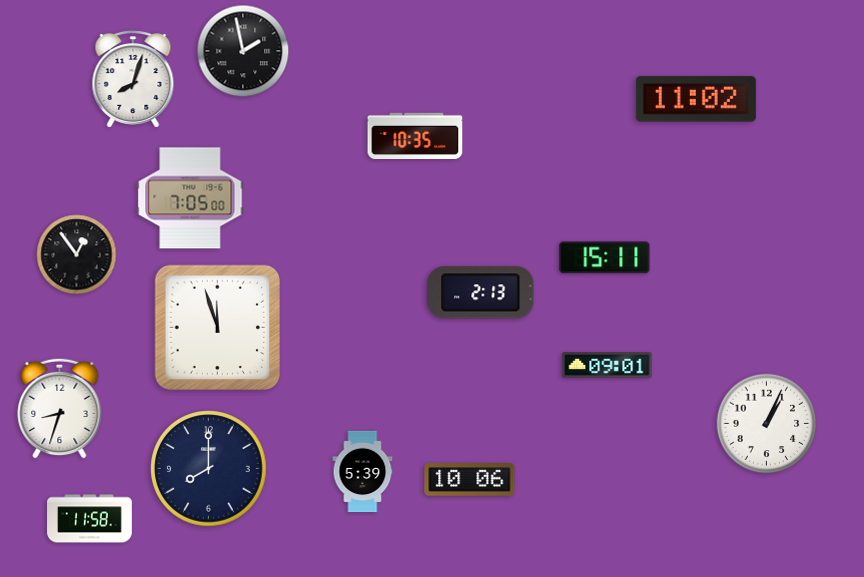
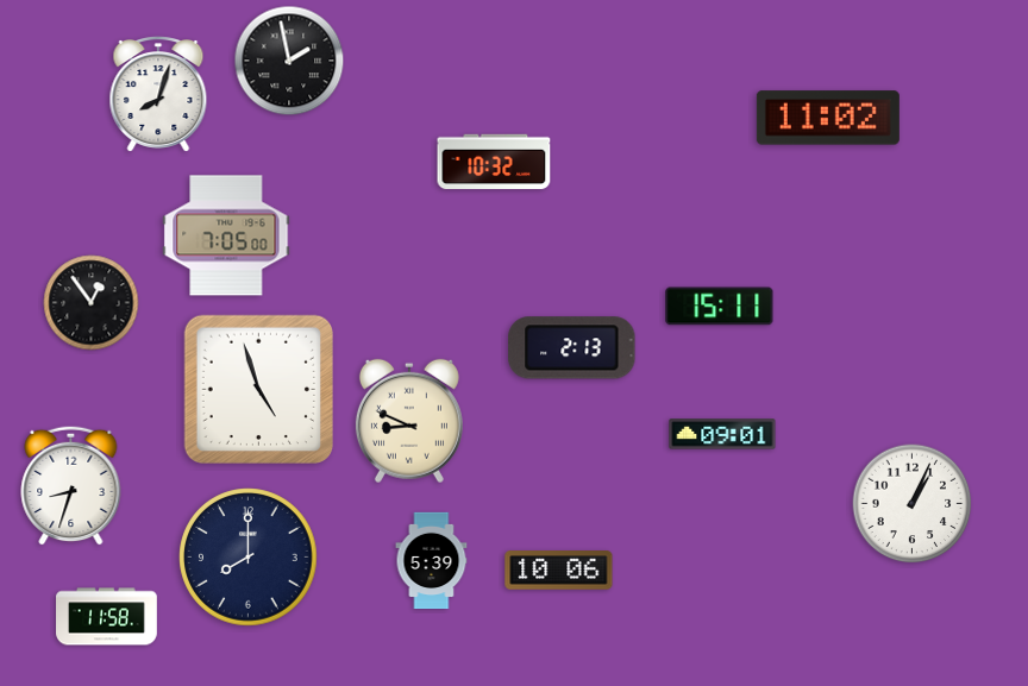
clock at (415, 136): 10:35 -> 10:32
clock at (217, 327): 11:57 -> 4:57
clock at (409, 421): none -> 8:49
